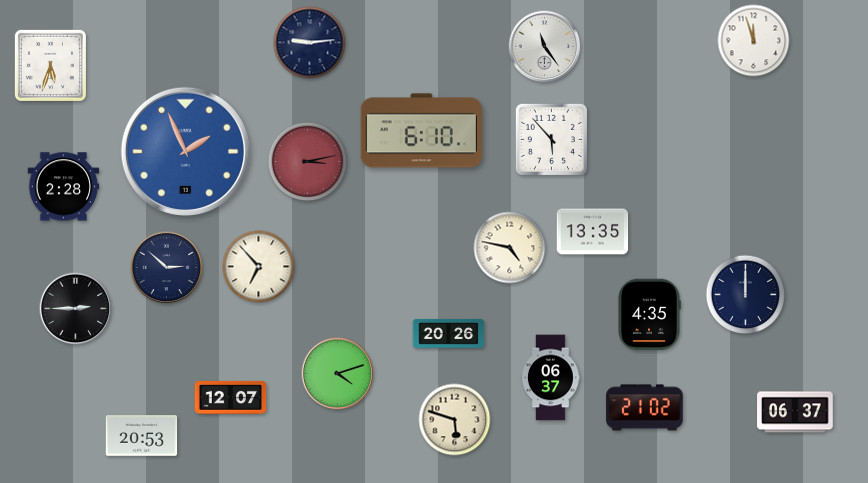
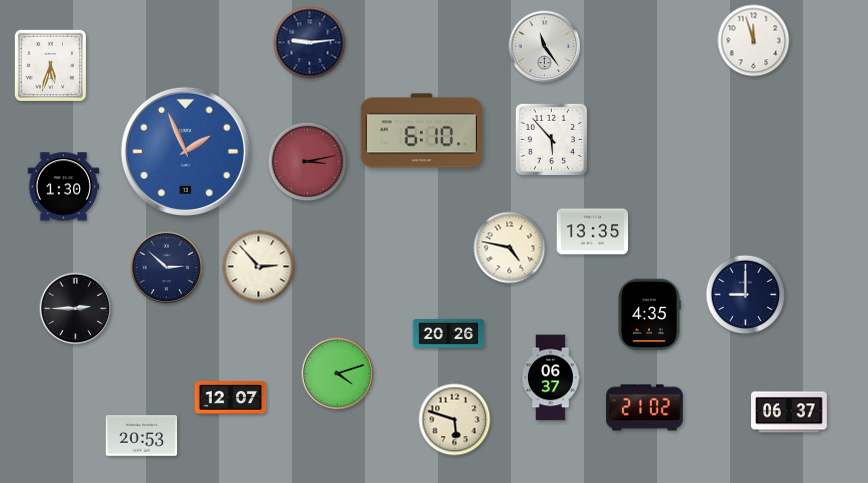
clock at (64, 187): 2:28 -> 1:30
clock at (259, 267): 6:53 -> 2:53
clock at (746, 295): 12:00 -> 9:00
clock at (795, 412) position: (795, 412) -> (789, 412)
